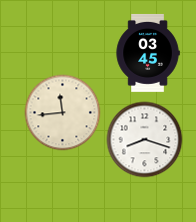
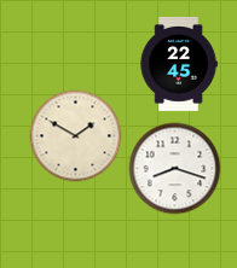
clock at (148, 53): 03:45 -> 22:45
clock at (63, 113): 11:44 -> 1:50
